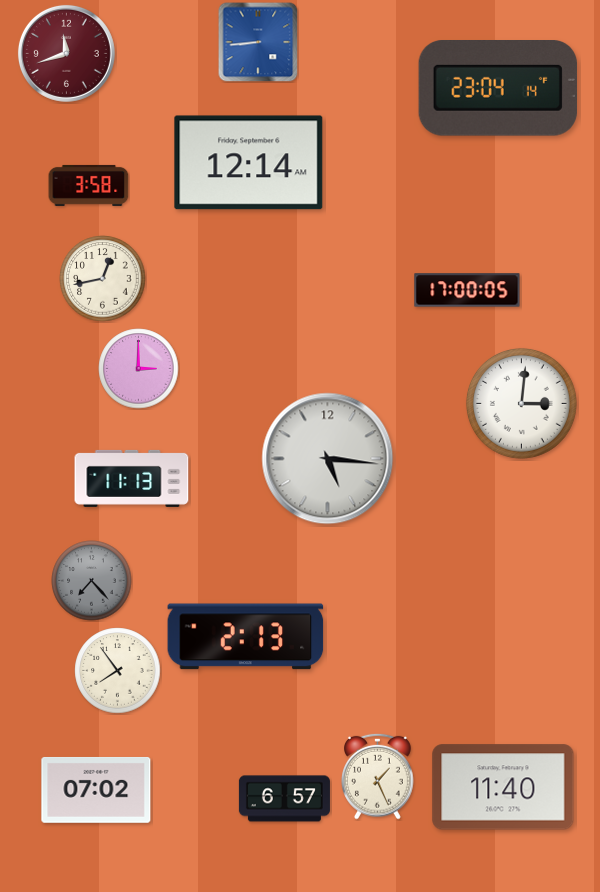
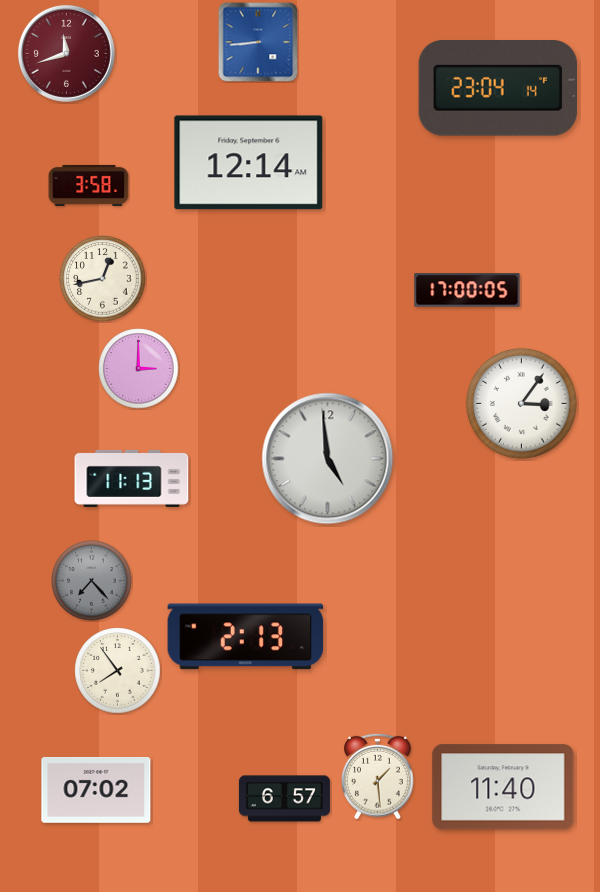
clock at (521, 403): 3:01 -> 3:06
clock at (328, 459): 5:16 -> 4:59
clock at (378, 776): 1:26 -> 1:29
